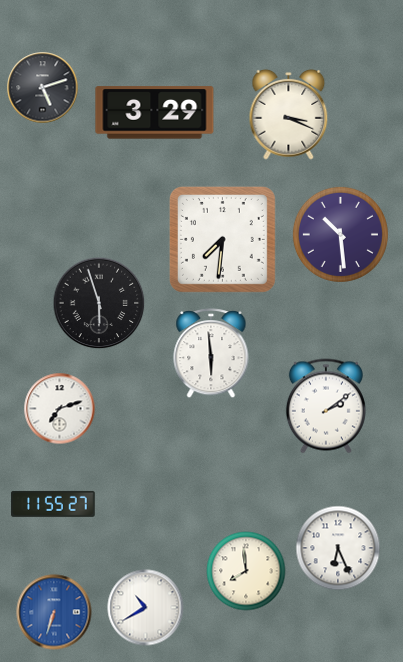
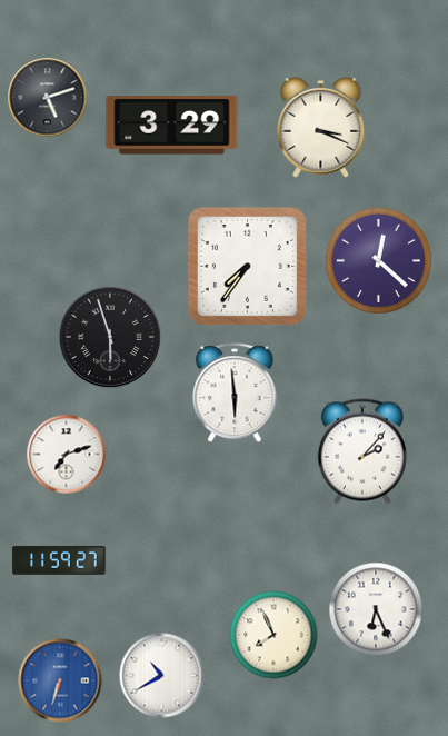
clock at (340, 234): 10:29 -> 12:22
clock at (222, 239): 7:31 -> 7:36
clock at (326, 406): 2:09 -> 2:07
clock at (53, 504): 11:55 -> 11:59
clock at (246, 571): 7:59 -> 7:56
